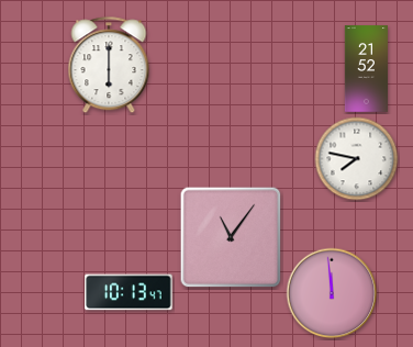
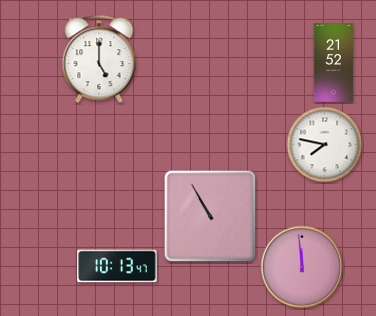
clock at (109, 66): 6:00 -> 5:00
clock at (231, 237): 11:06 -> 10:55
